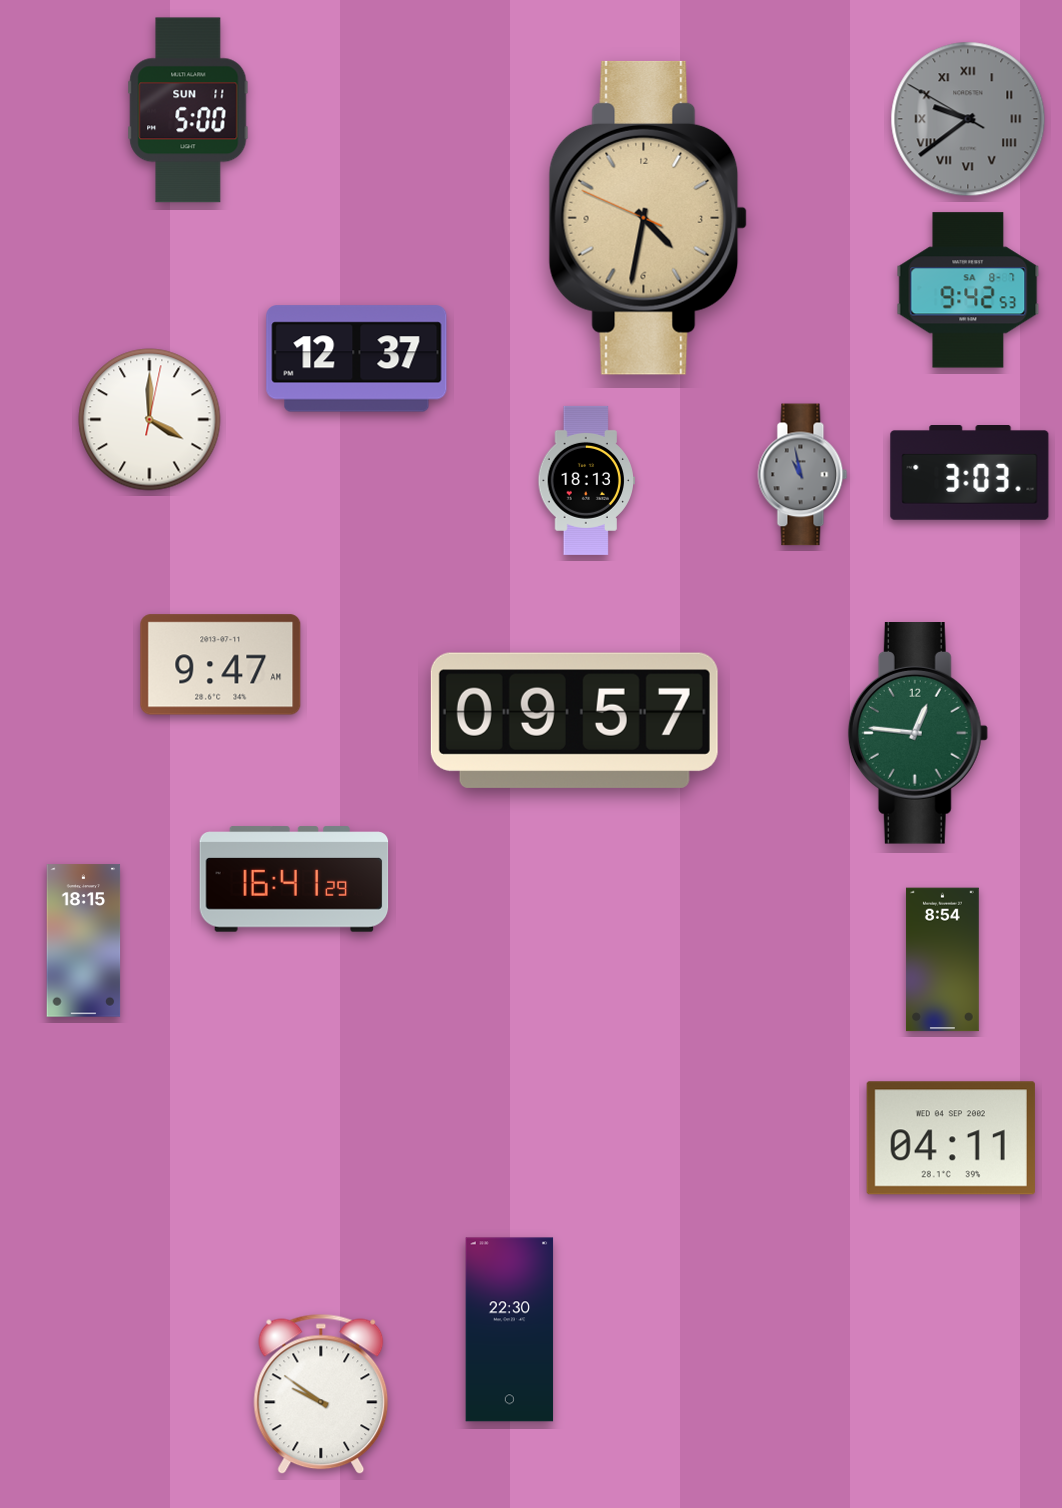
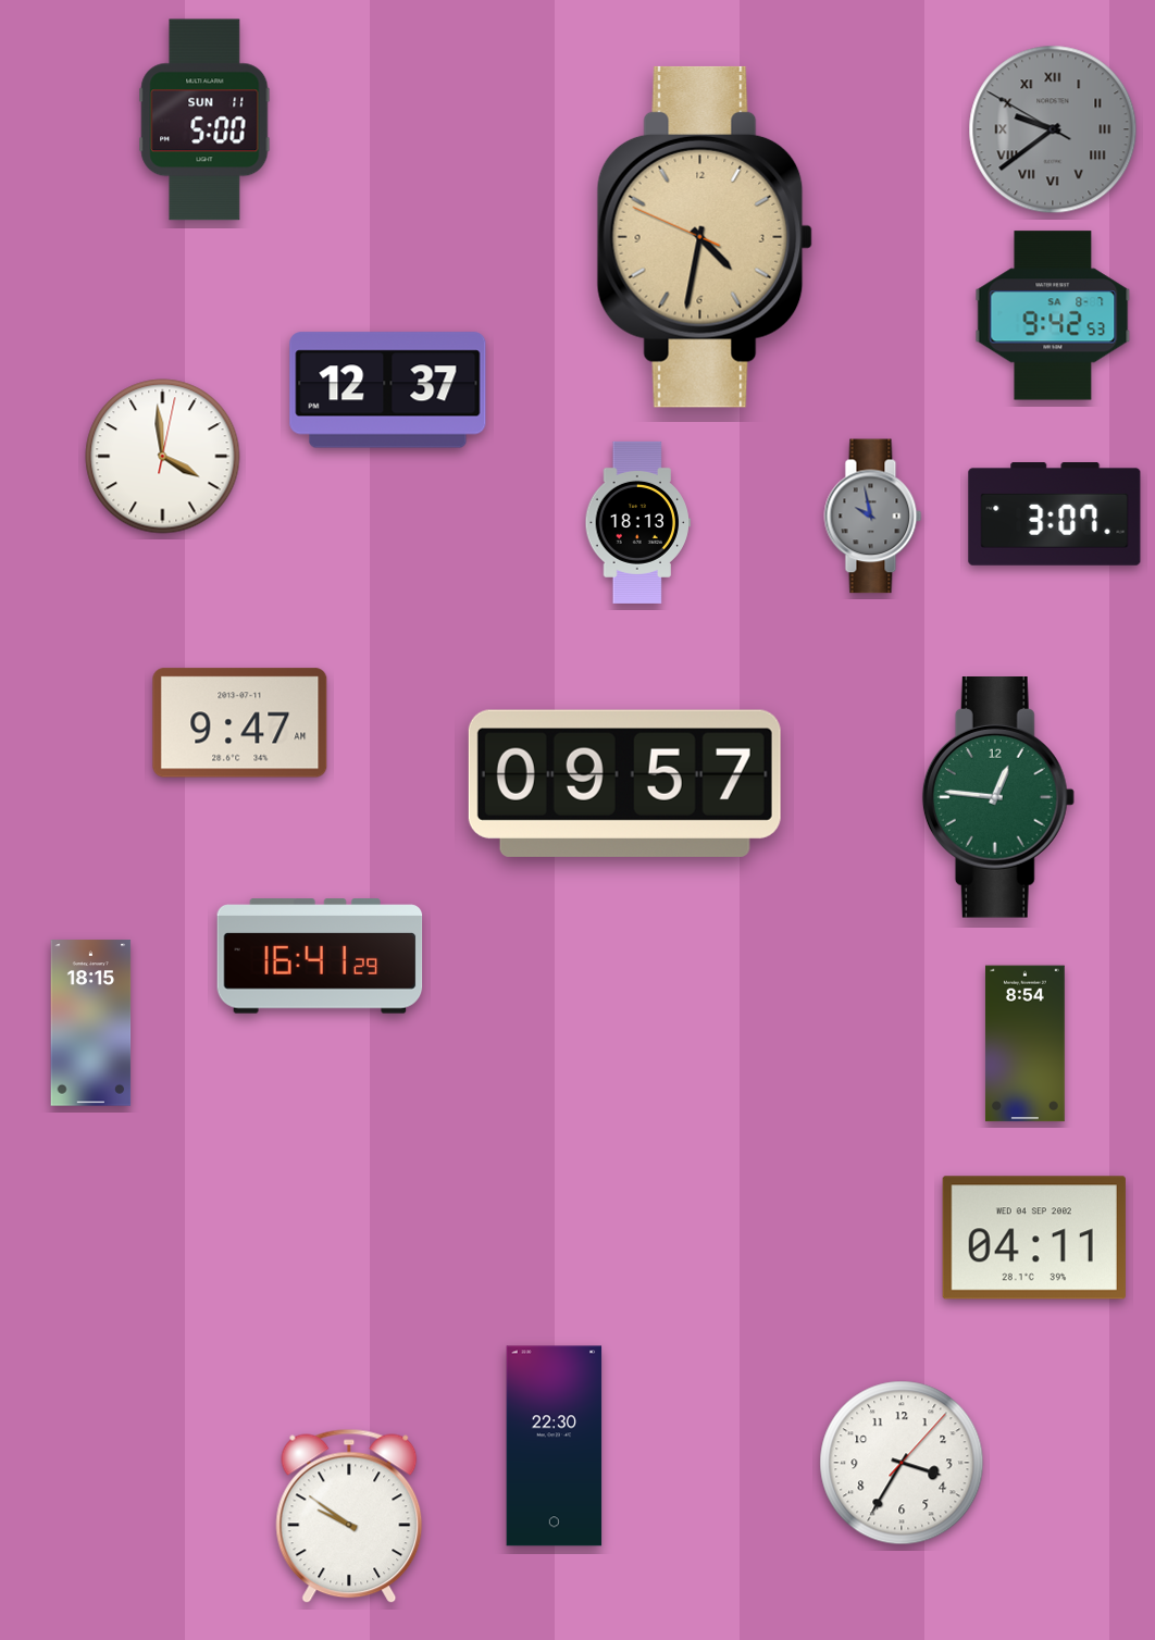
clock at (150, 420): 4:00 -> 3:59
clock at (970, 473): 3:03 -> 3:07
clock at (803, 475): 10:58 -> 9:58
clock at (902, 1463): none -> 3:35
